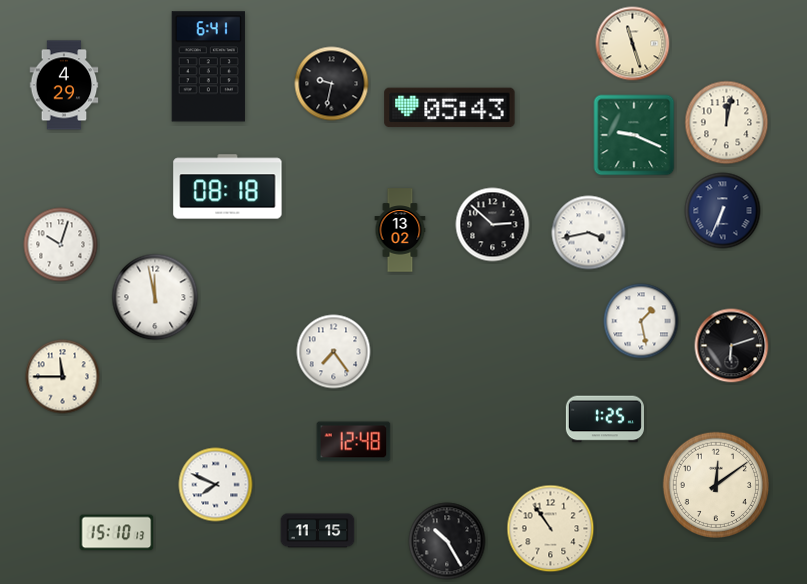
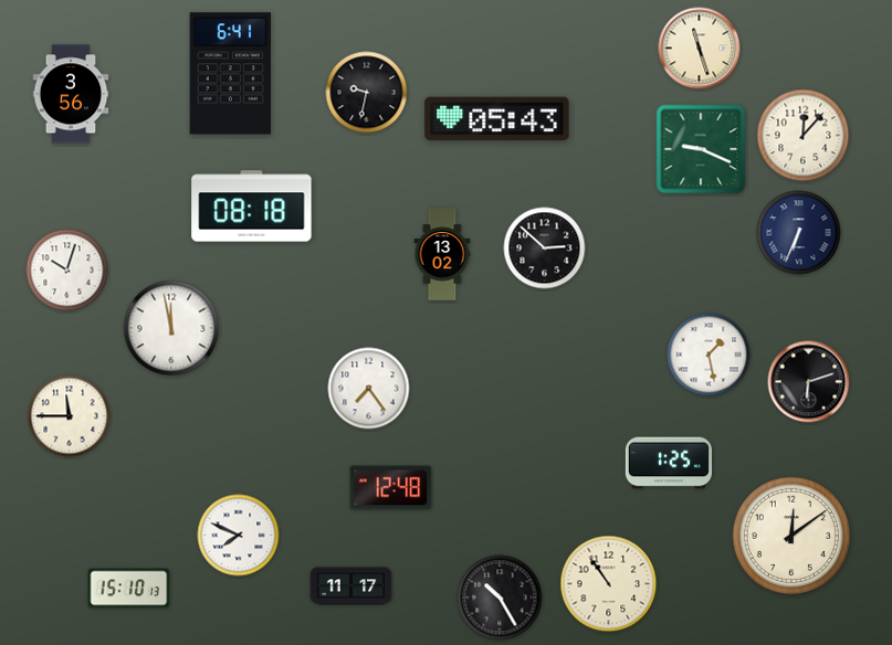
clock at (64, 85): 4:29 -> 3:56
clock at (727, 123): 12:02 -> 12:07
clock at (589, 233): 3:43 -> none
clock at (318, 531): 11:15 -> 11:17
clock at (447, 541) position: (447, 541) -> (500, 598)
